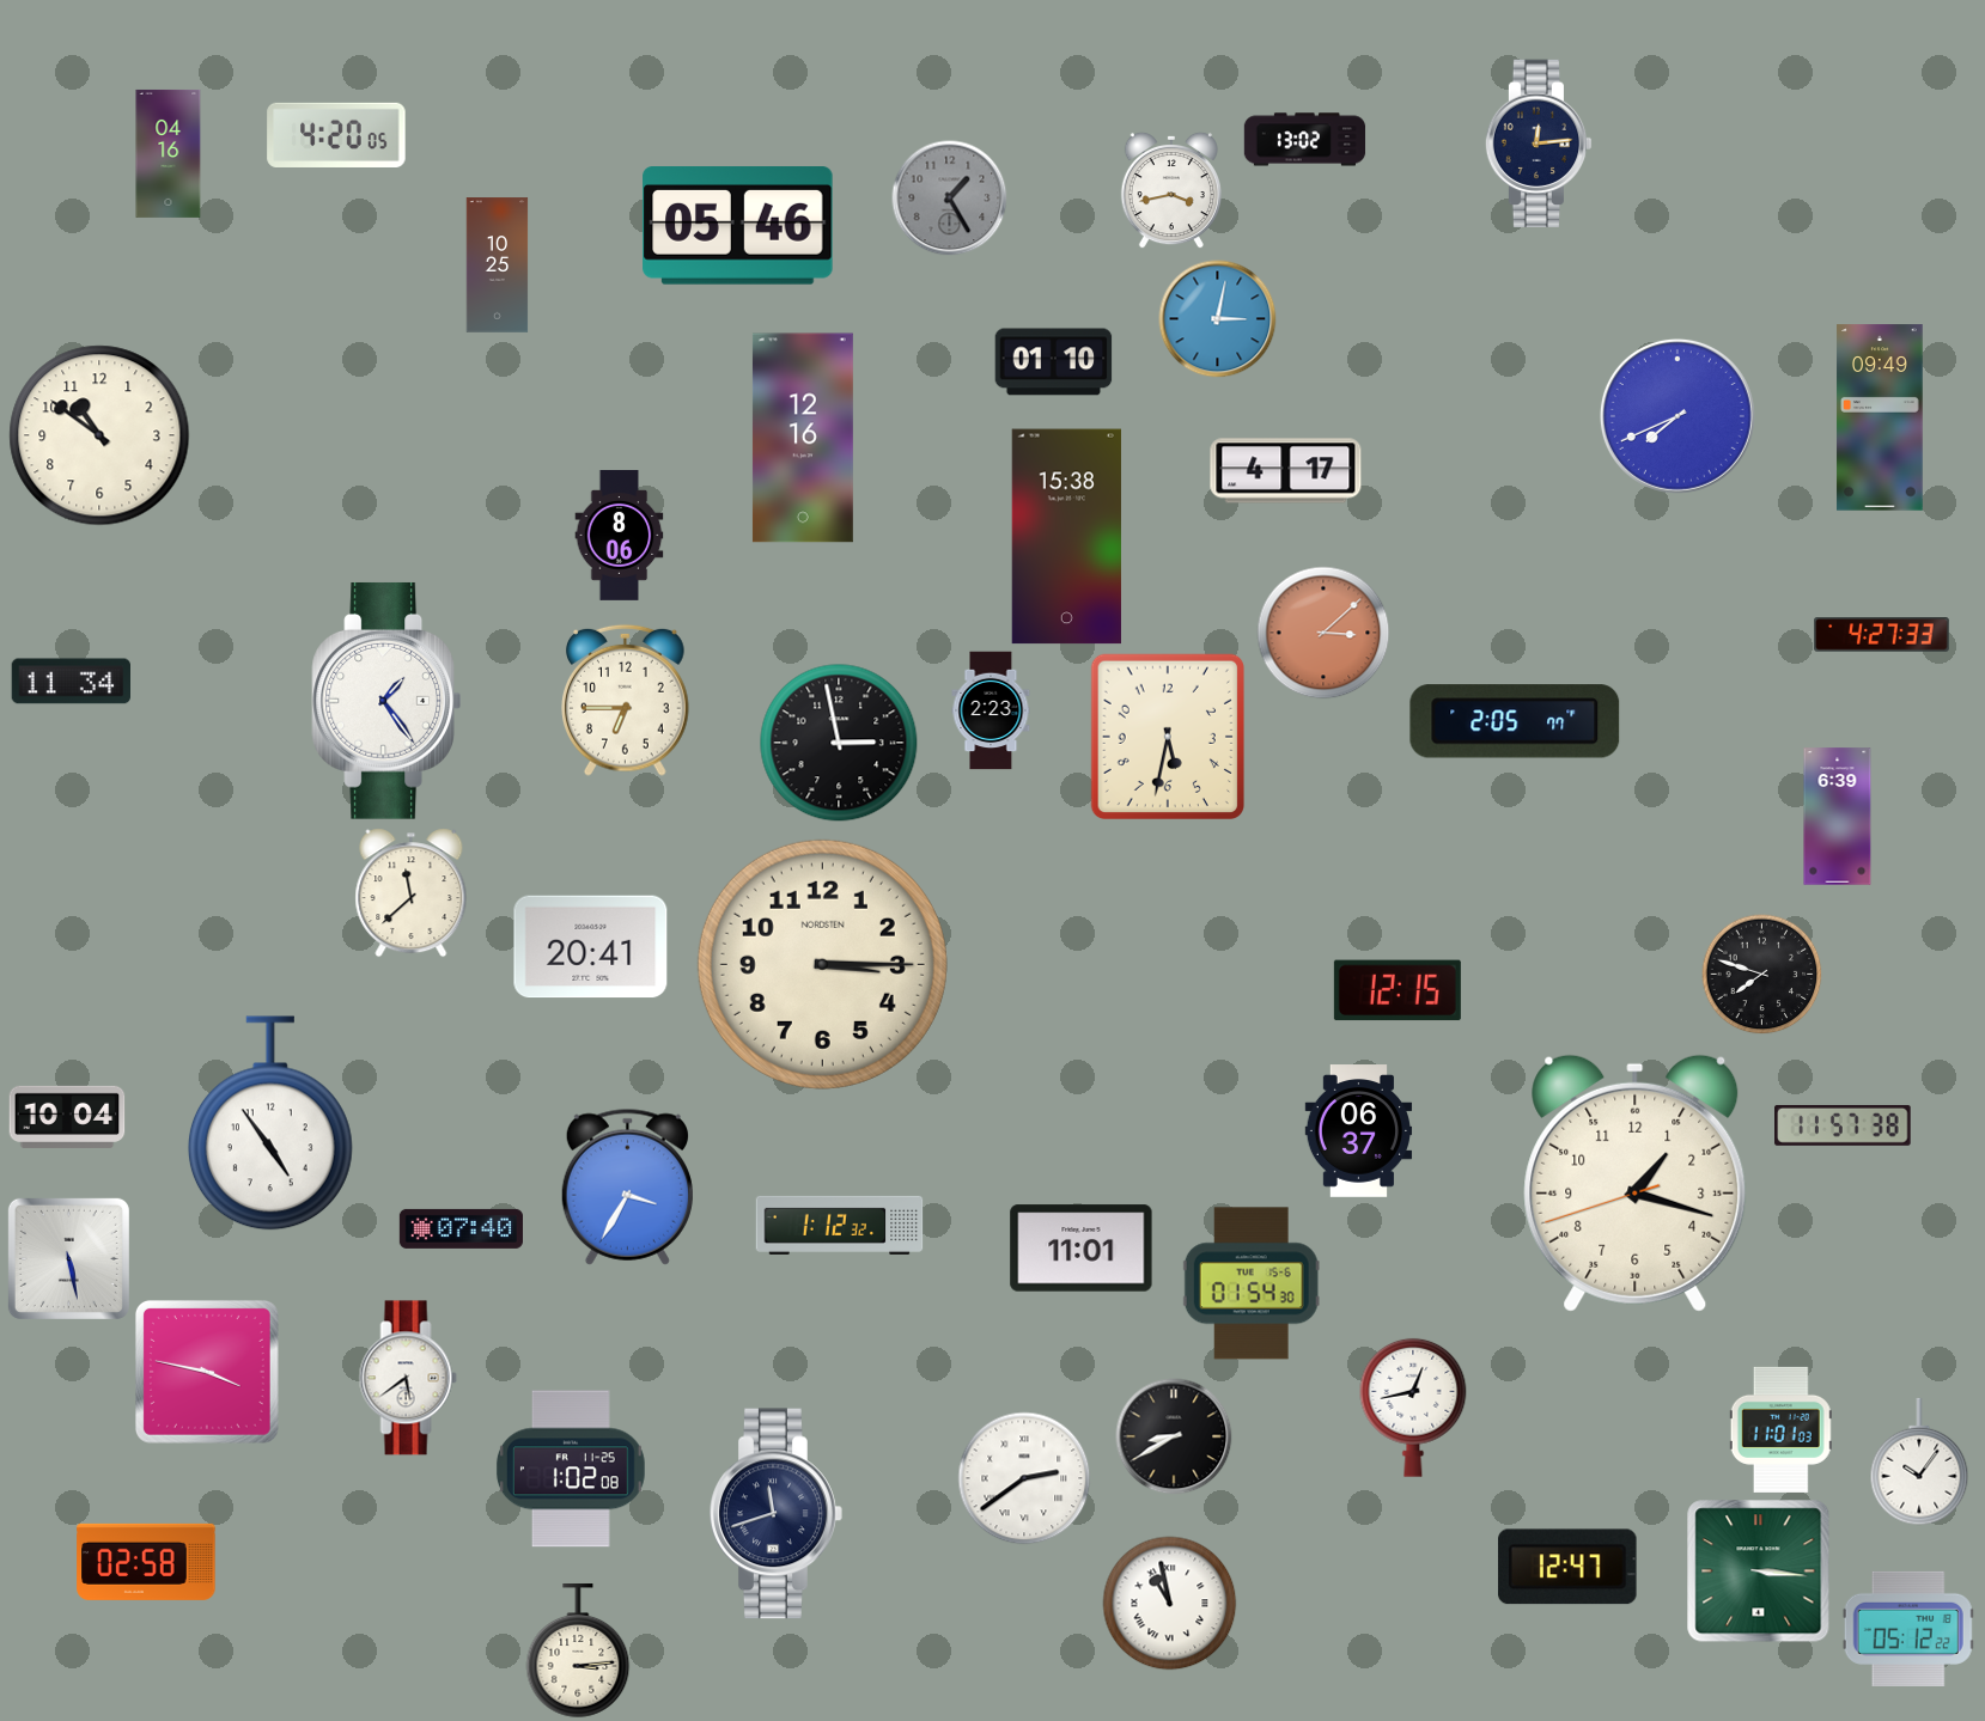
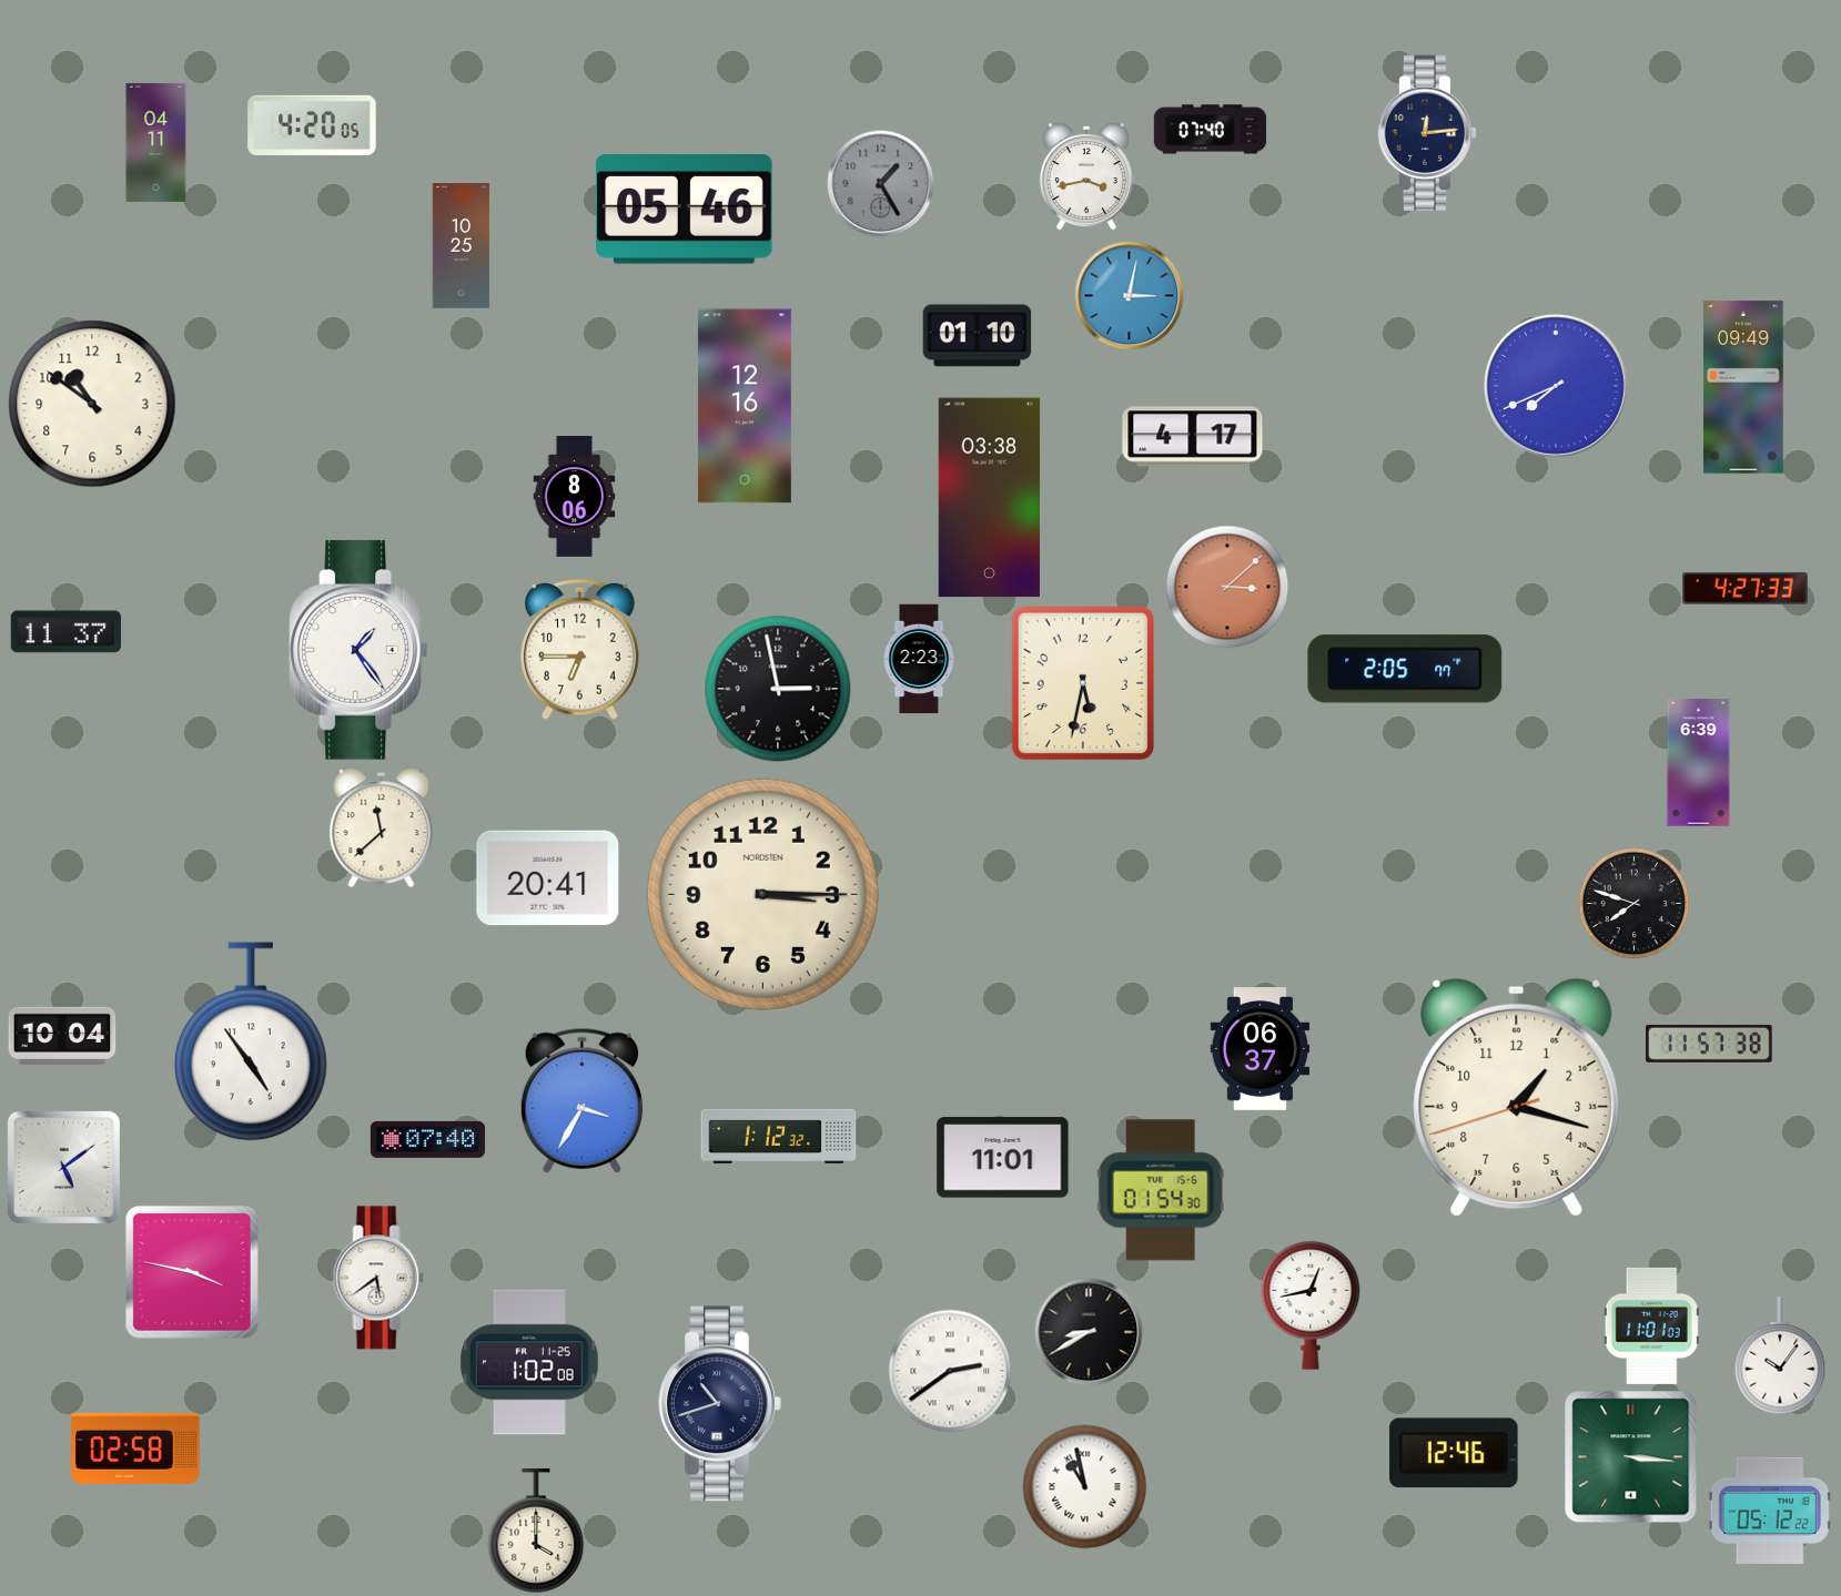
clock at (1305, 140): 13:02 -> 07:40
clock at (169, 153): 04:16 -> 04:11
clock at (1066, 537): 15:38 -> 03:38
clock at (72, 682): 11:34 -> 11:37
clock at (1838, 817) position: (1838, 817) -> (1699, 763)
clock at (1398, 990): 12:15 -> none
clock at (68, 1258): 5:28 -> 5:09
clock at (777, 1514): 11:42 -> 10:42
clock at (1567, 1567): 12:47 -> 12:46
clock at (578, 1652): 3:14 -> 4:00
